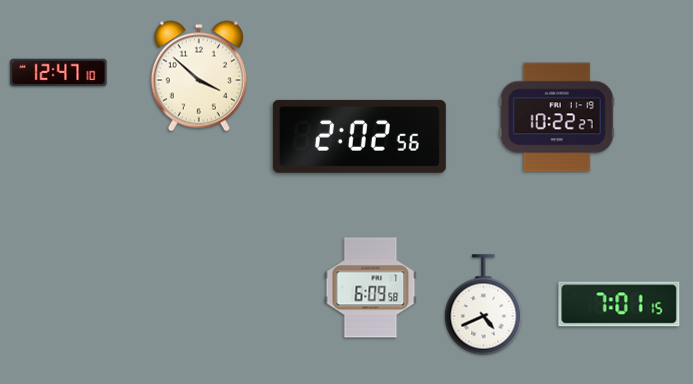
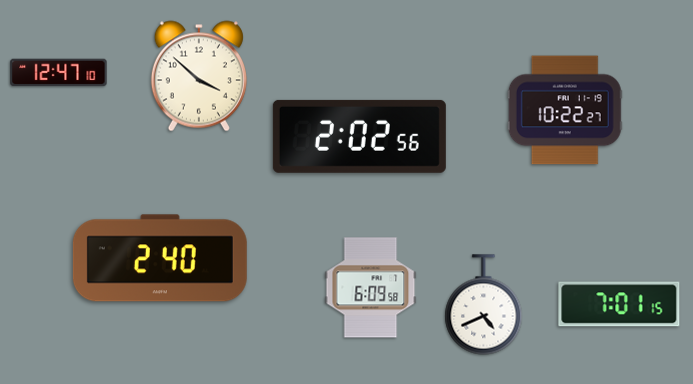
clock at (557, 117) position: (557, 117) -> (565, 110)
clock at (160, 258): none -> 2:40
